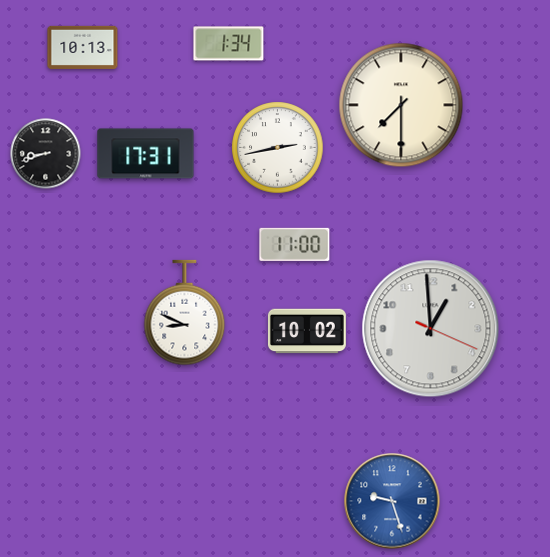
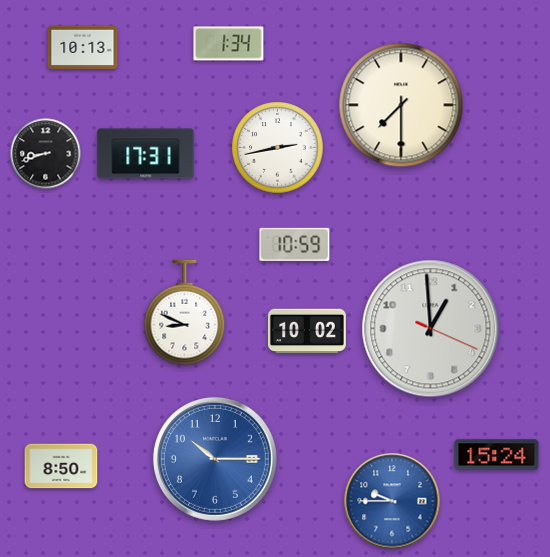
clock at (295, 244): 11:00 -> 10:59
clock at (497, 455): none -> 15:24
clock at (215, 459): none -> 10:15
clock at (61, 466): none -> 8:50
clock at (392, 501): 9:27 -> 9:45
